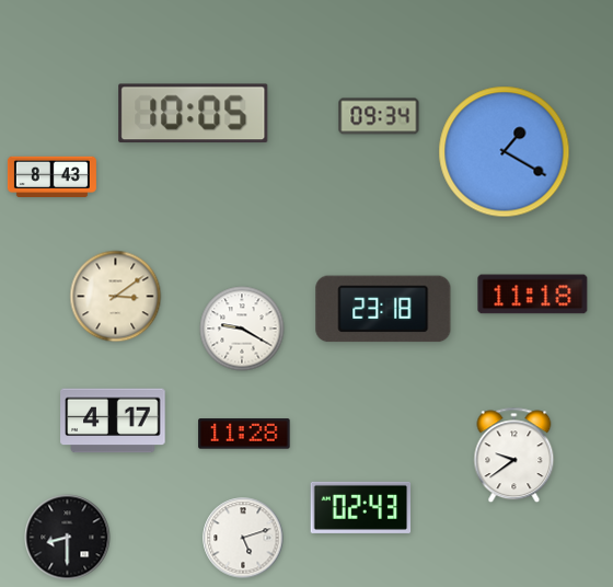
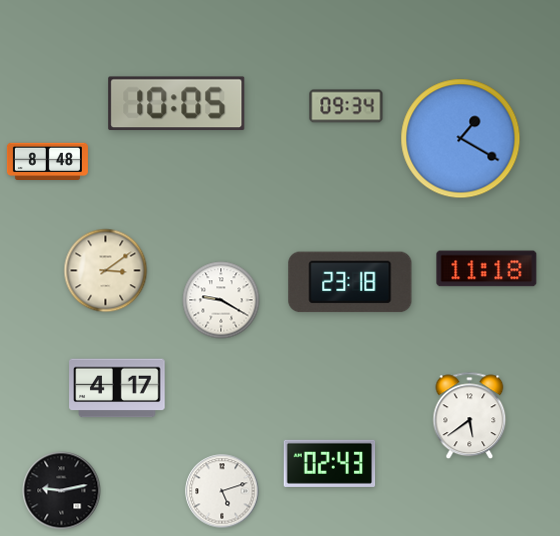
clock at (51, 176): 8:43 -> 8:48
clock at (113, 421) position: (113, 421) -> (117, 388)
clock at (244, 434): 11:28 -> none
clock at (514, 456): 9:39 -> 5:39
clock at (68, 538): 8:30 -> 9:13
